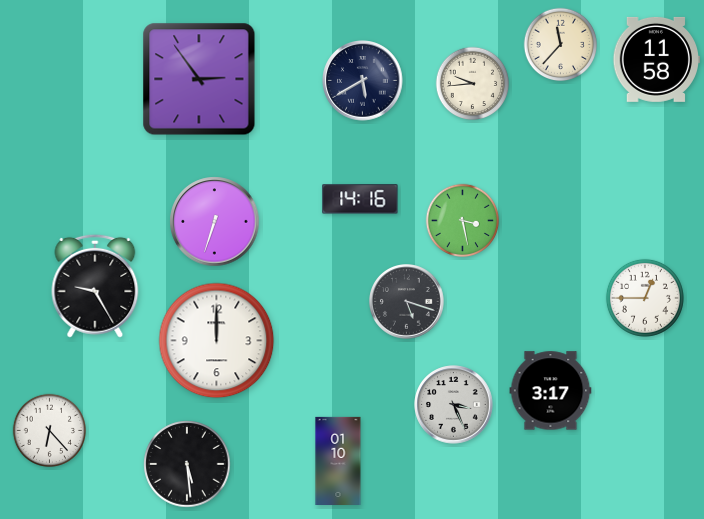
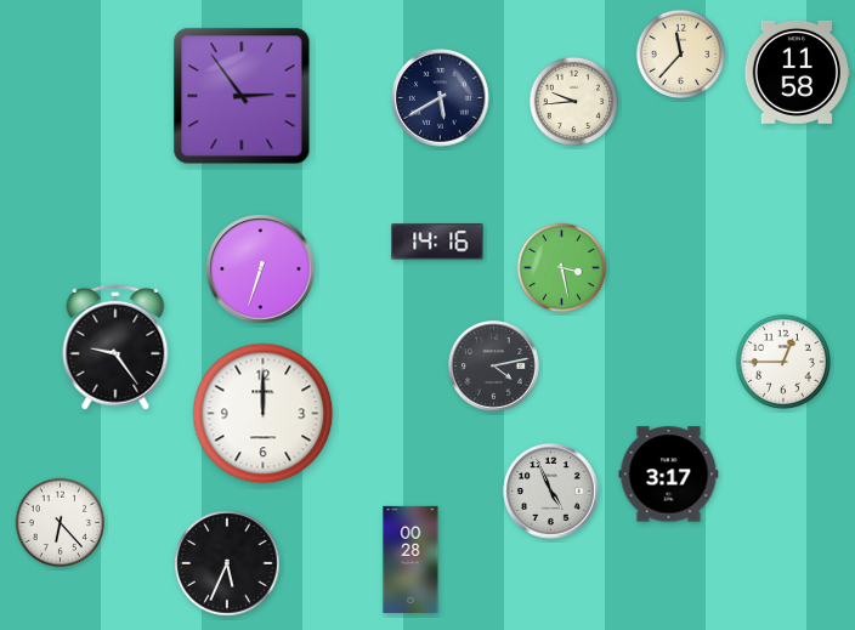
clock at (95, 286): 9:25 -> 9:24
clock at (407, 302): 5:18 -> 4:13
clock at (454, 405): 3:26 -> 4:56
clock at (338, 460): 01:10 -> 00:28
clock at (187, 464): 5:29 -> 5:34
